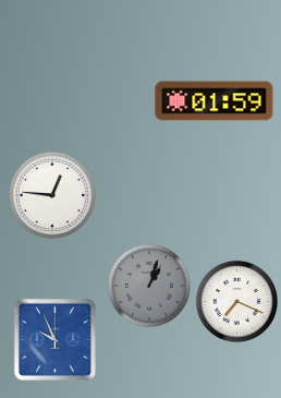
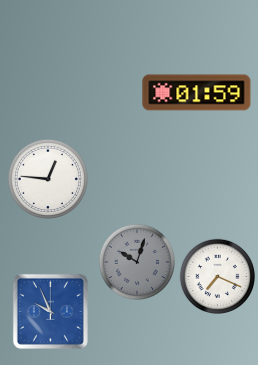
clock at (148, 285): 1:03 -> 10:03
